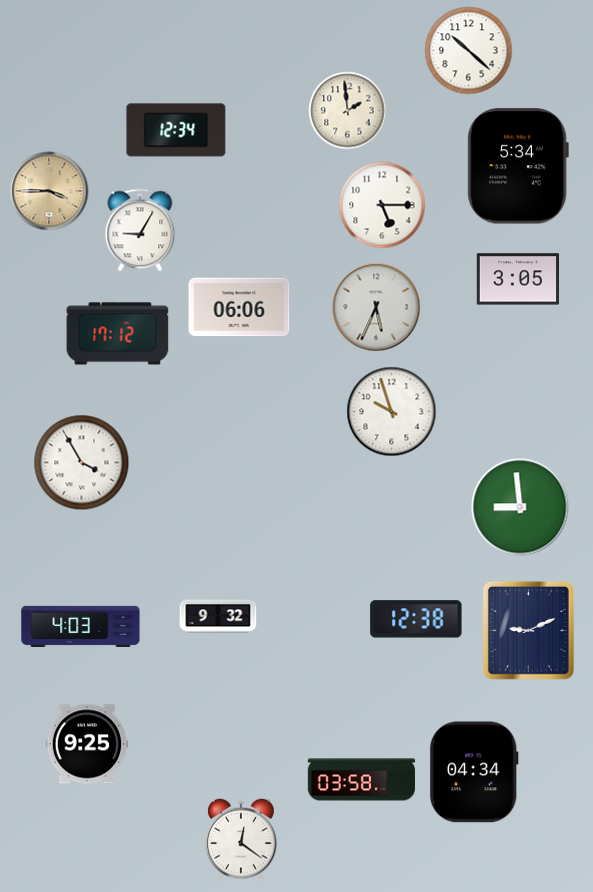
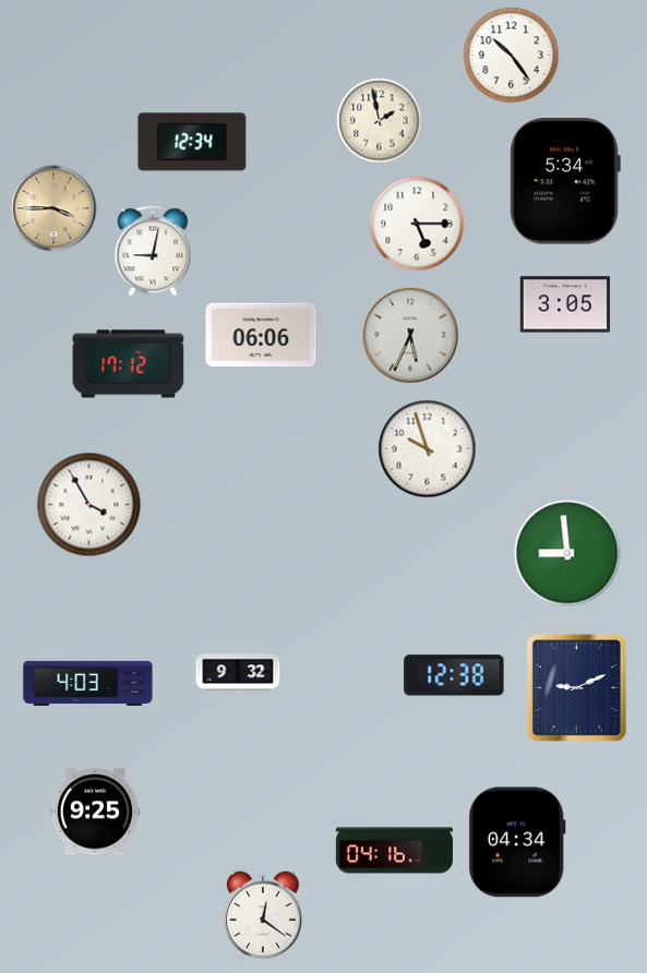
clock at (469, 51): 10:22 -> 10:24
clock at (348, 111): 1:59 -> 1:58
clock at (140, 230): 9:05 -> 9:02
clock at (361, 780): 03:58 -> 04:16
